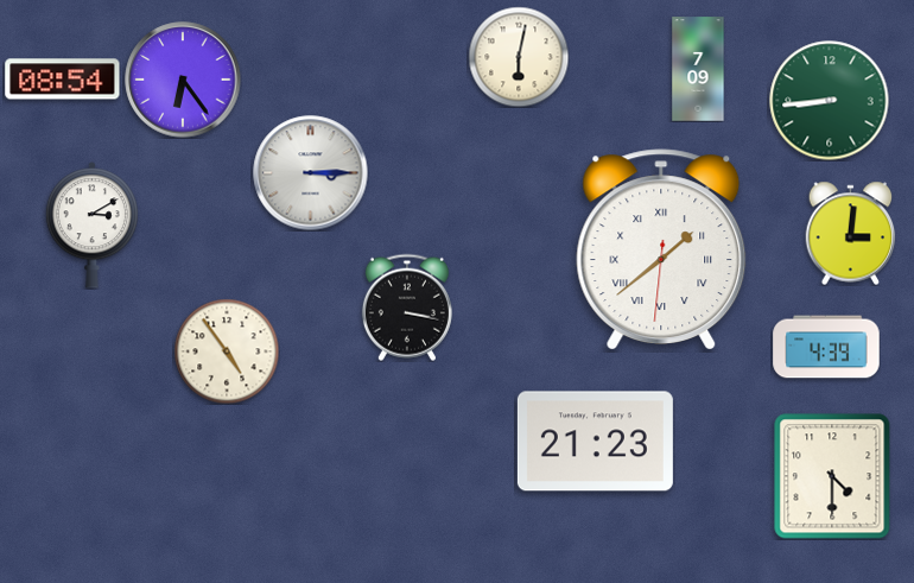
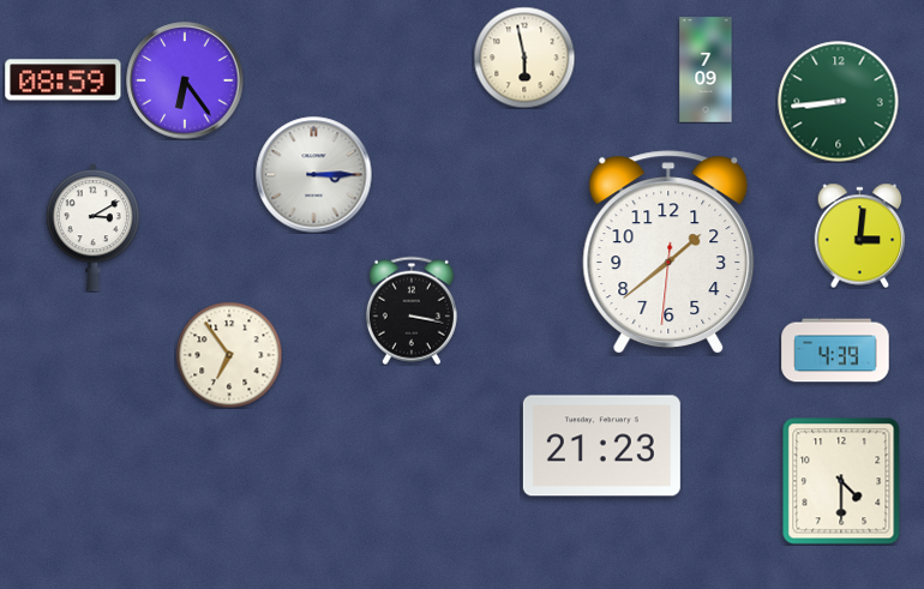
clock at (519, 57): 6:02 -> 5:58
clock at (63, 80): 08:54 -> 08:59
clock at (661, 249) numerals: Roman -> Arabic
clock at (227, 351): 4:54 -> 6:54
